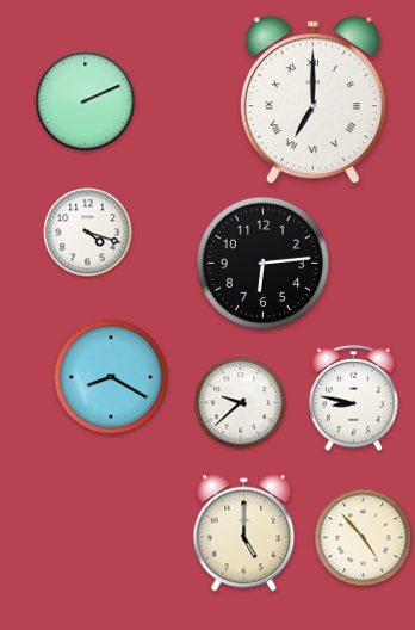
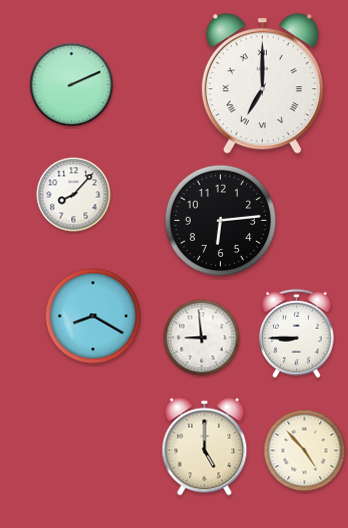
clock at (88, 233): 4:18 -> 8:07
clock at (354, 399): 8:47 -> 8:45
clock at (241, 403): 9:38 -> 8:59
